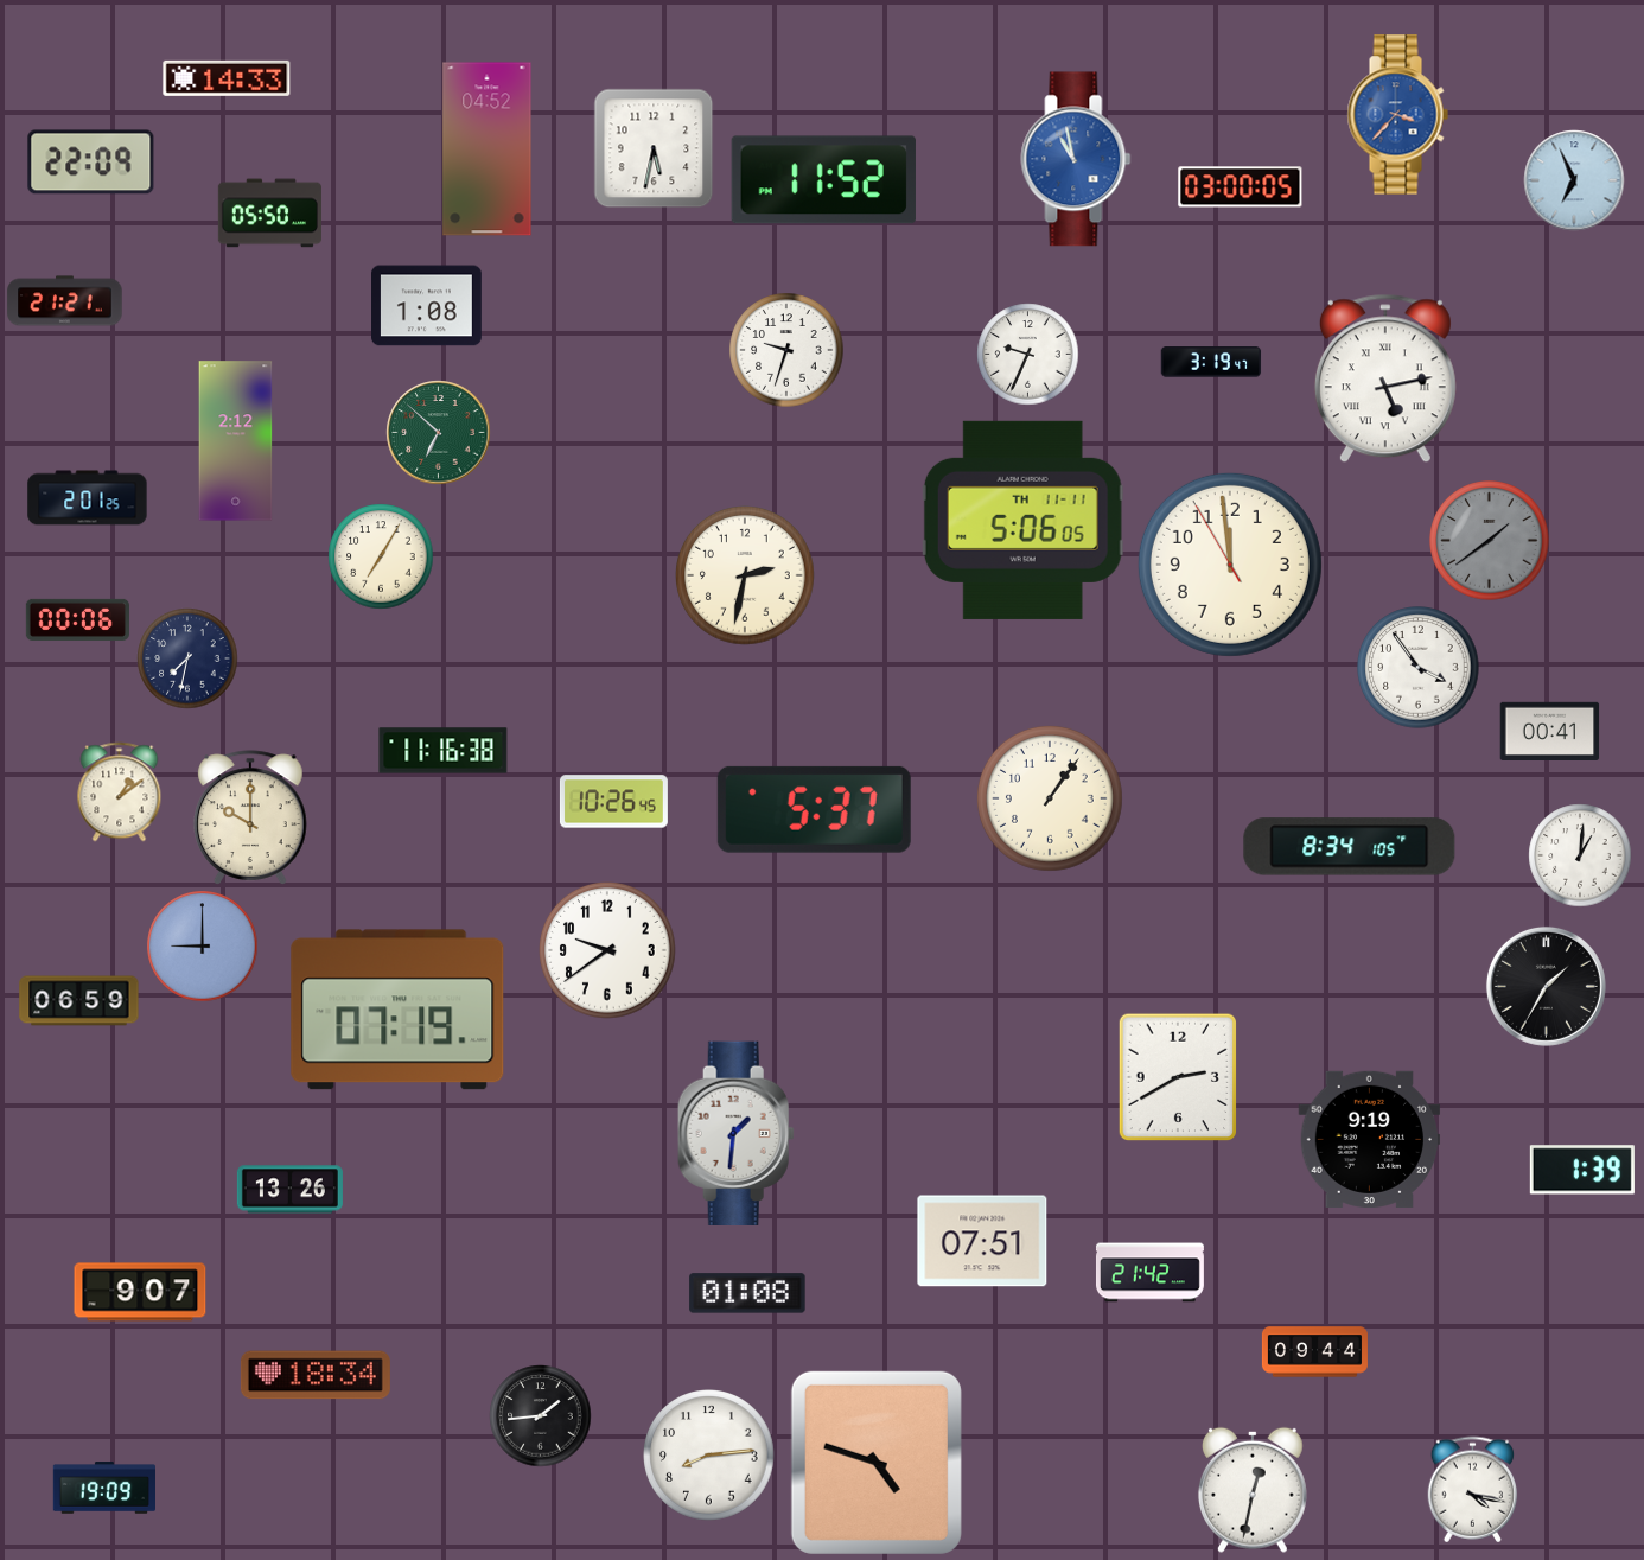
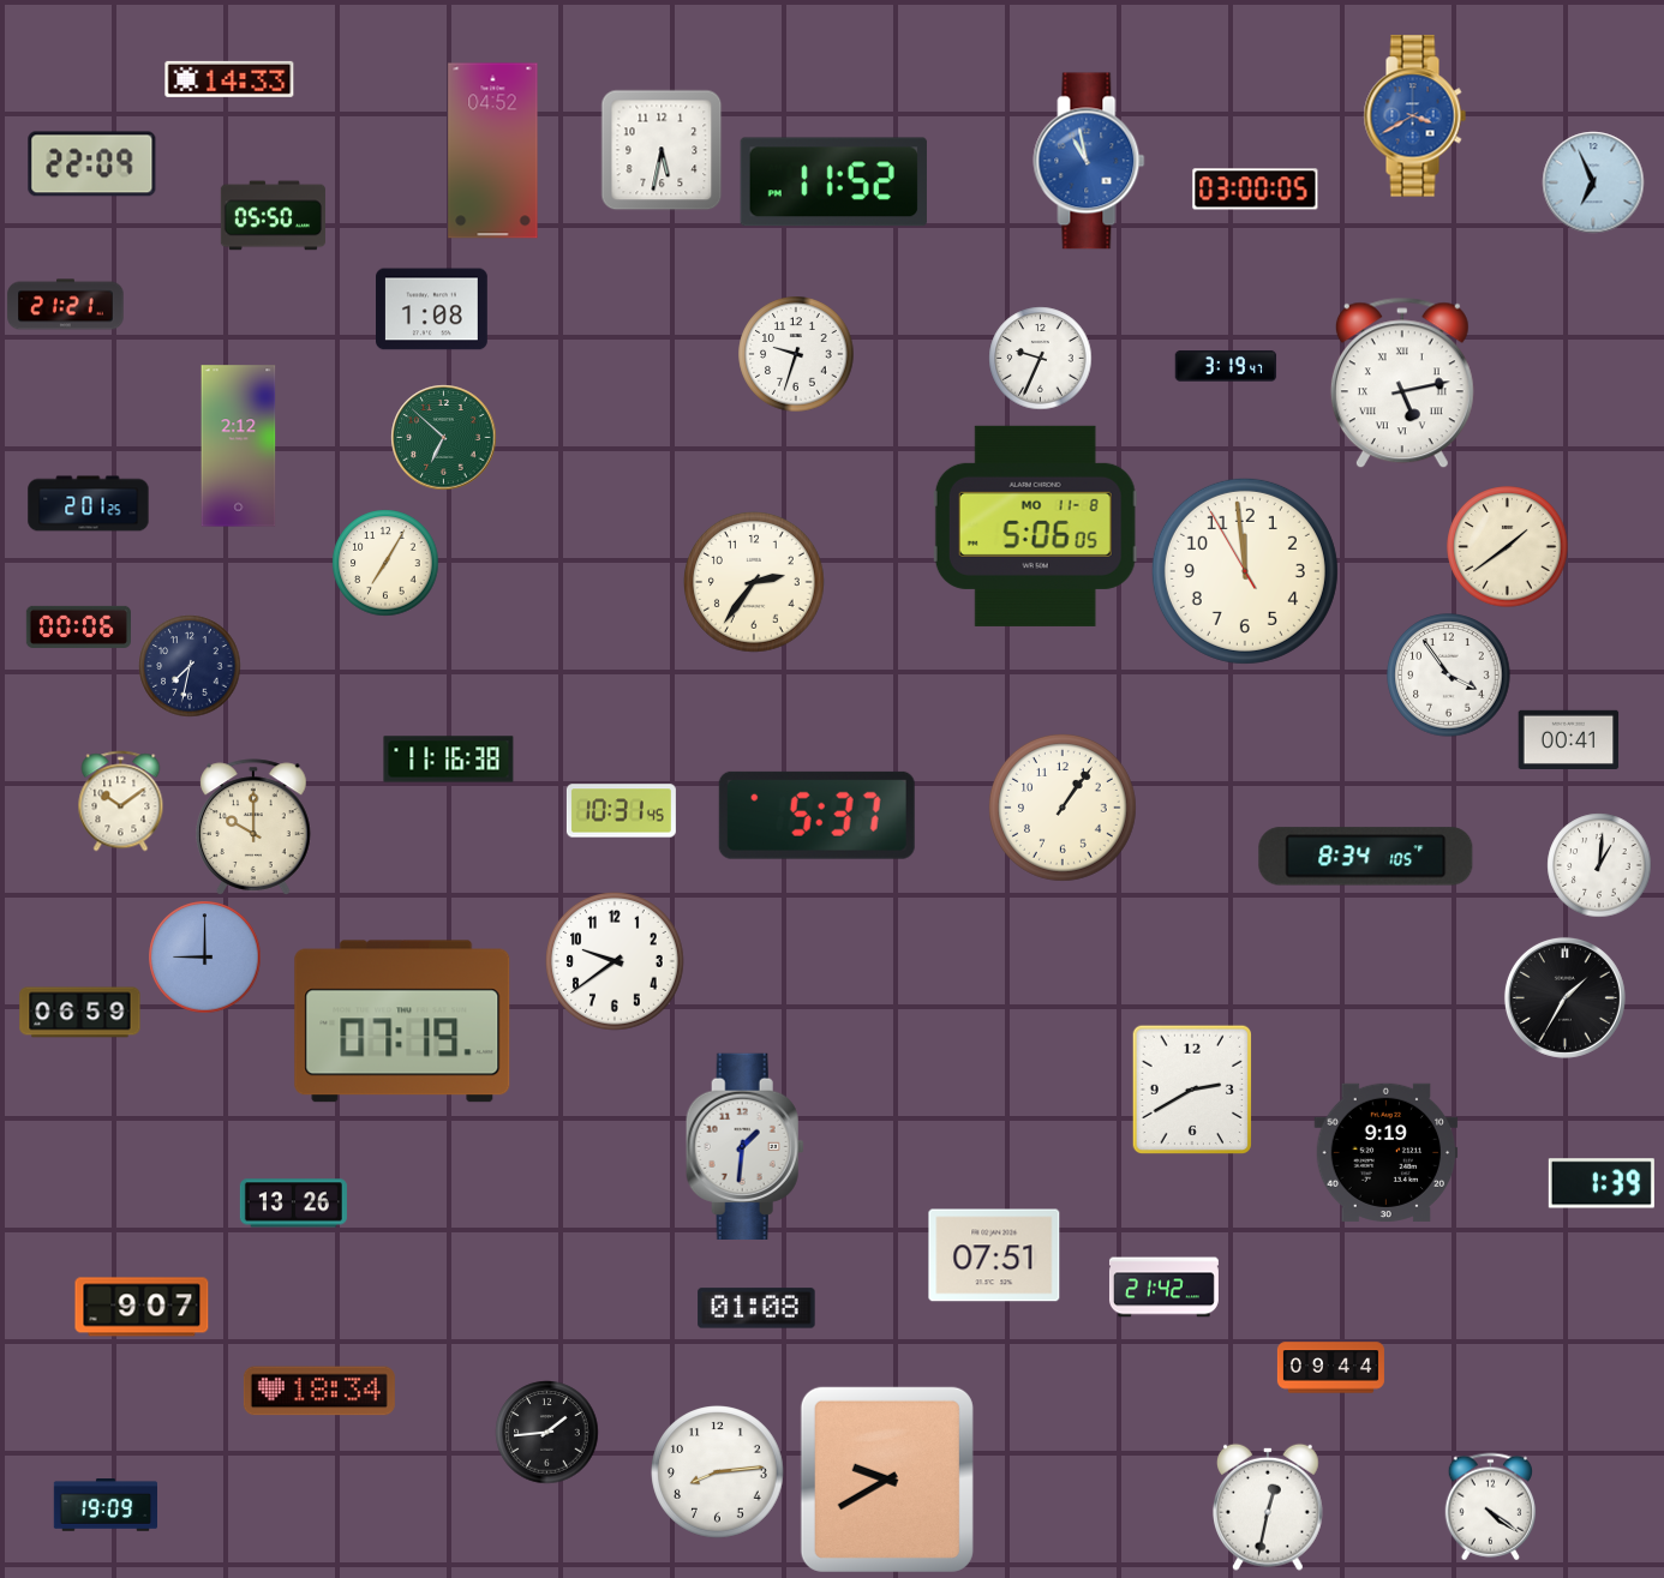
clock at (1397, 115): 3:37 -> 3:40
clock at (1022, 520) date: TH 11-11 -> MO 11-8
clock at (1490, 541) dial: grey -> cream
clock at (746, 577): 2:32 -> 2:36
clock at (1419, 668) position: (1419, 668) -> (1449, 676)
clock at (120, 792): 1:09 -> 10:09
clock at (613, 802): 10:26 -> 10:31
clock at (814, 809) position: (814, 809) -> (816, 815)
clock at (877, 1463): 4:48 -> 9:40
clock at (1473, 1490): 4:17 -> 4:21
